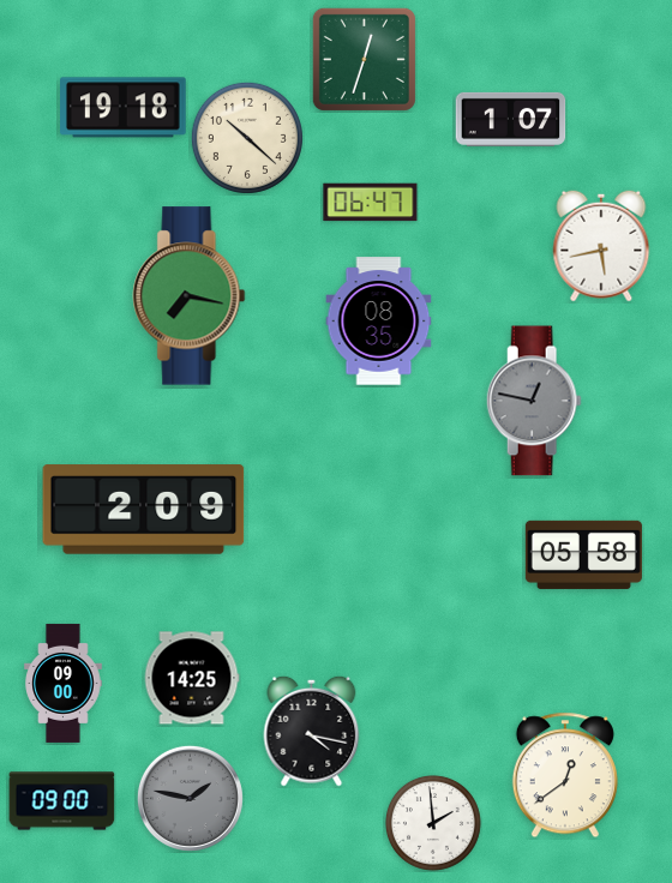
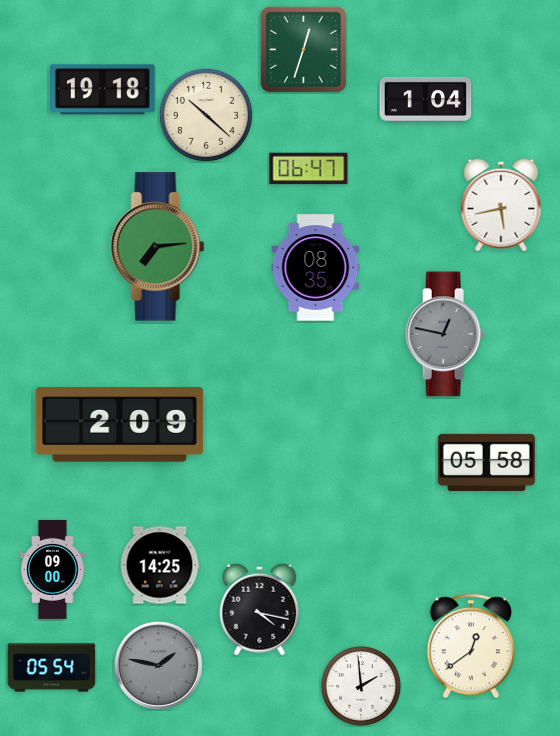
clock at (511, 119): 1:07 -> 1:04
clock at (190, 296): 7:17 -> 7:14
clock at (62, 801): 09:00 -> 05:54
